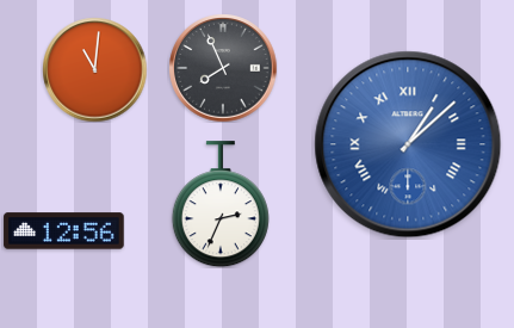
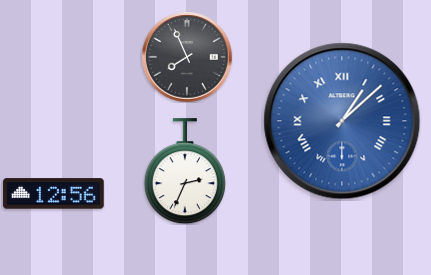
clock at (94, 69): 11:01 -> none
